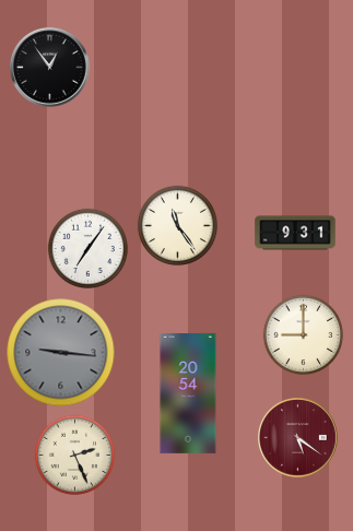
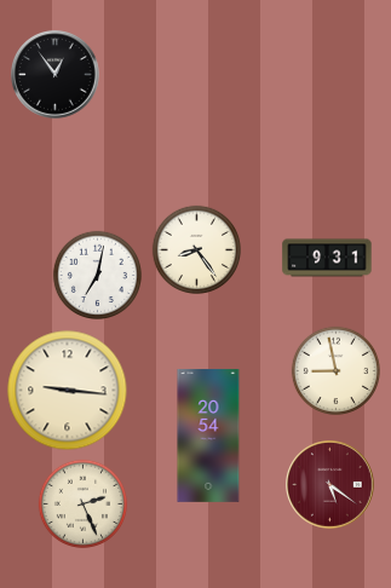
clock at (177, 225): 11:24 -> 8:24
clock at (87, 248): 7:06 -> 7:02
clock at (303, 334): 9:00 -> 8:58
clock at (61, 353) dial: grey -> cream
